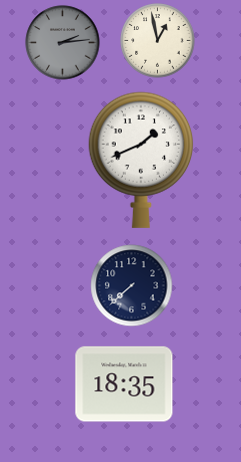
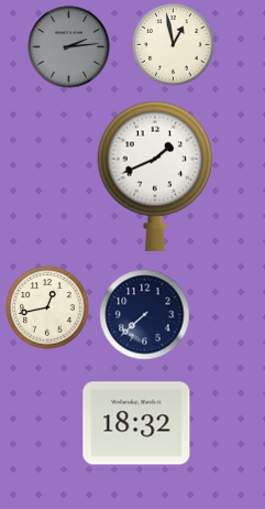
clock at (47, 307): none -> 12:43
clock at (124, 384): 18:35 -> 18:32
